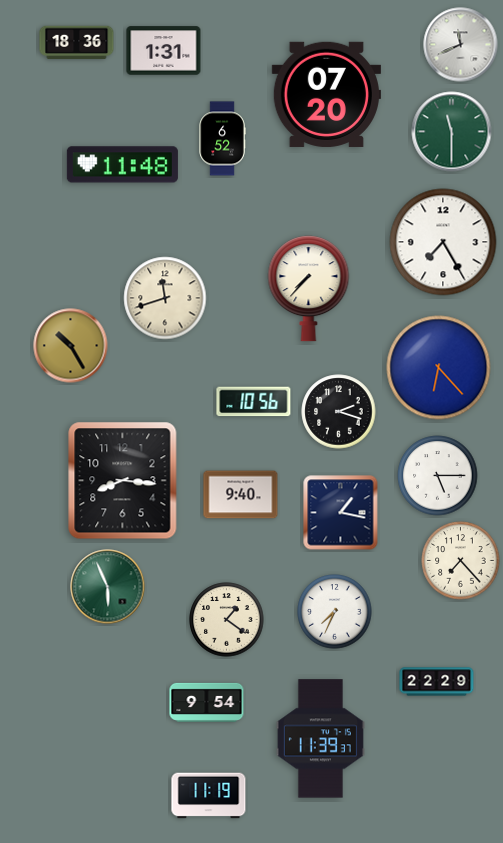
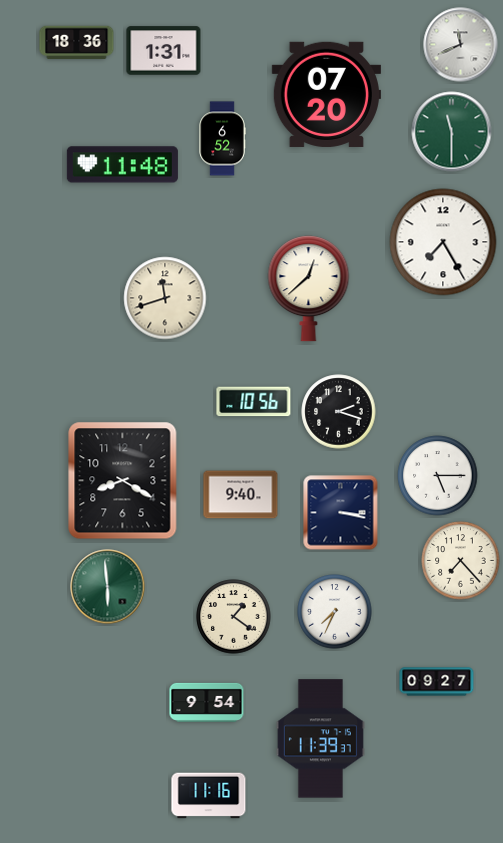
clock at (309, 289): 7:37 -> 12:38
clock at (71, 346): 10:25 -> none
clock at (439, 368): 6:23 -> none
clock at (123, 481): 8:16 -> 8:20
clock at (341, 513): 1:17 -> 3:17
clock at (108, 587): 5:56 -> 5:59
clock at (227, 620) position: (227, 620) -> (234, 617)
clock at (437, 682): 22:29 -> 09:27
clock at (209, 796): 11:19 -> 11:16
